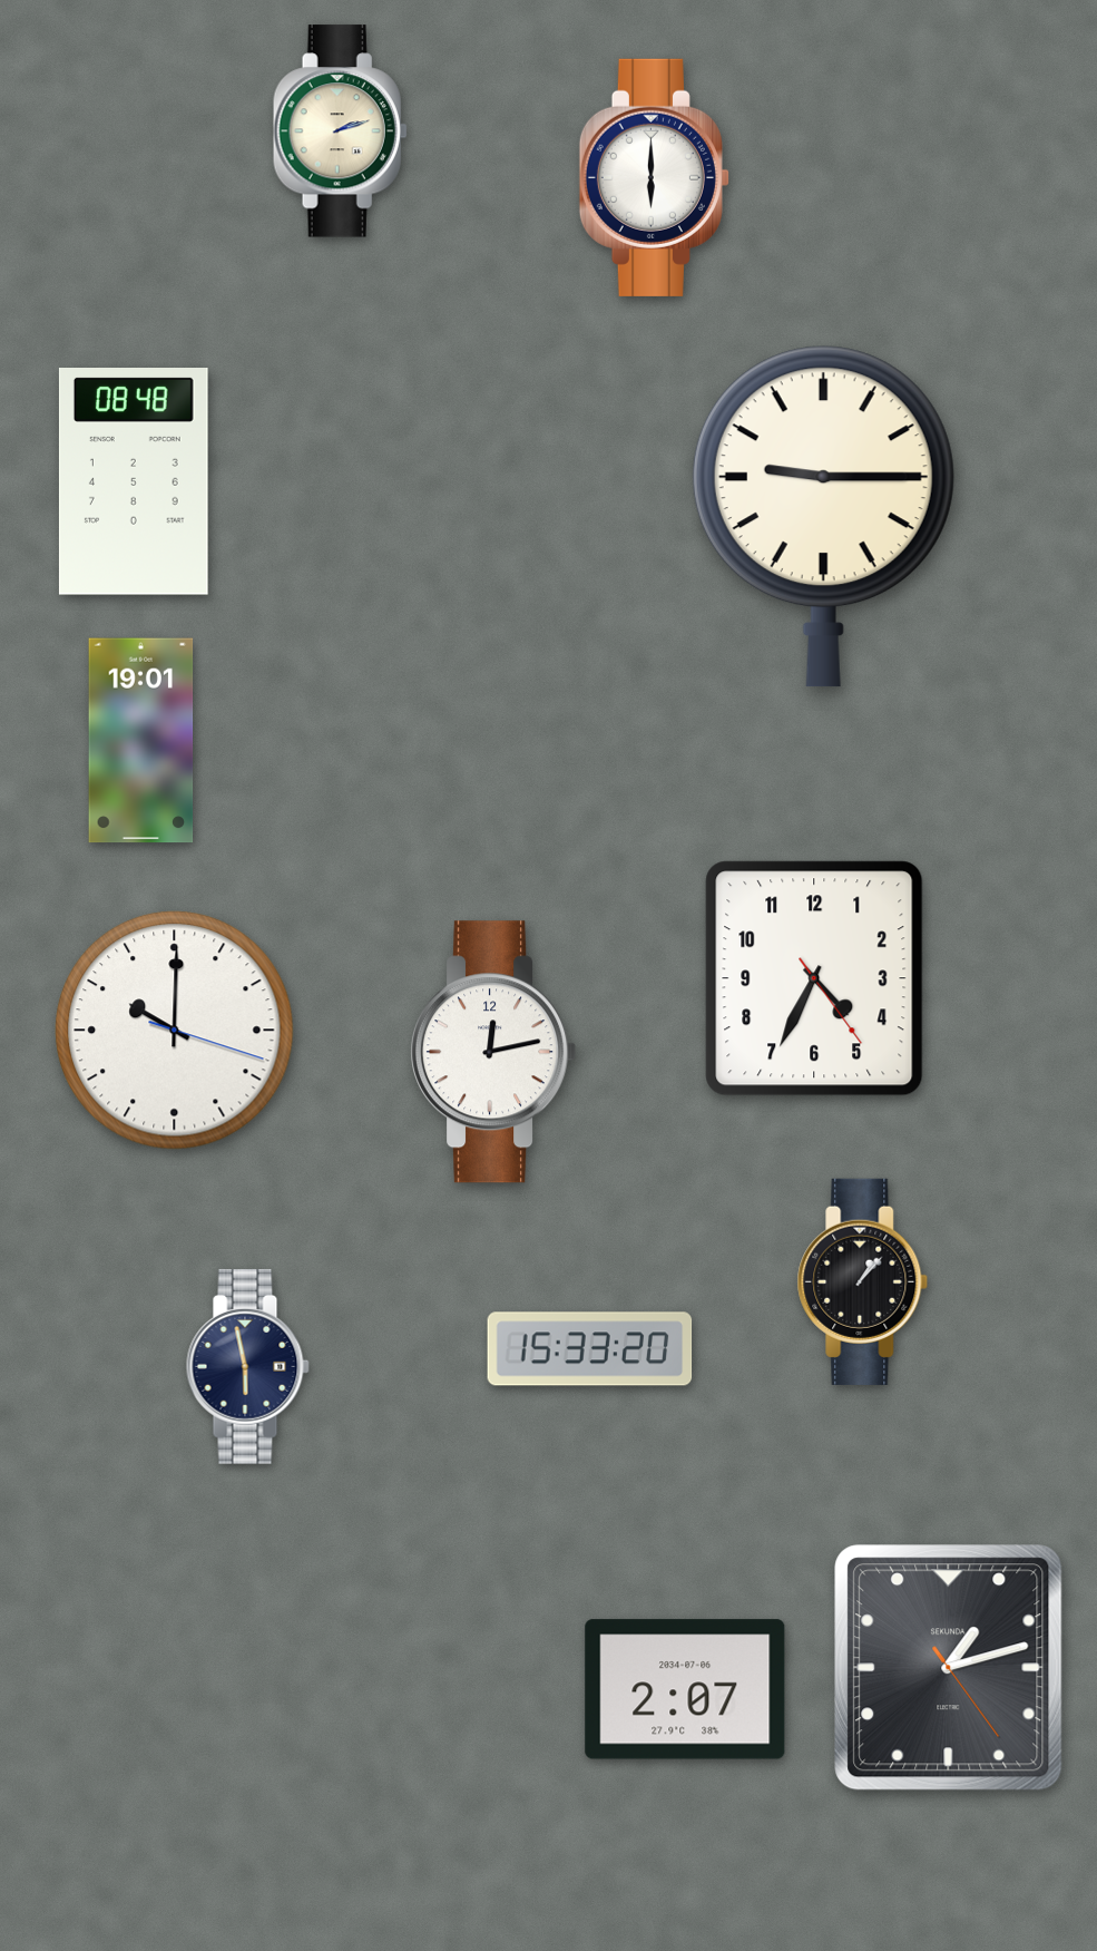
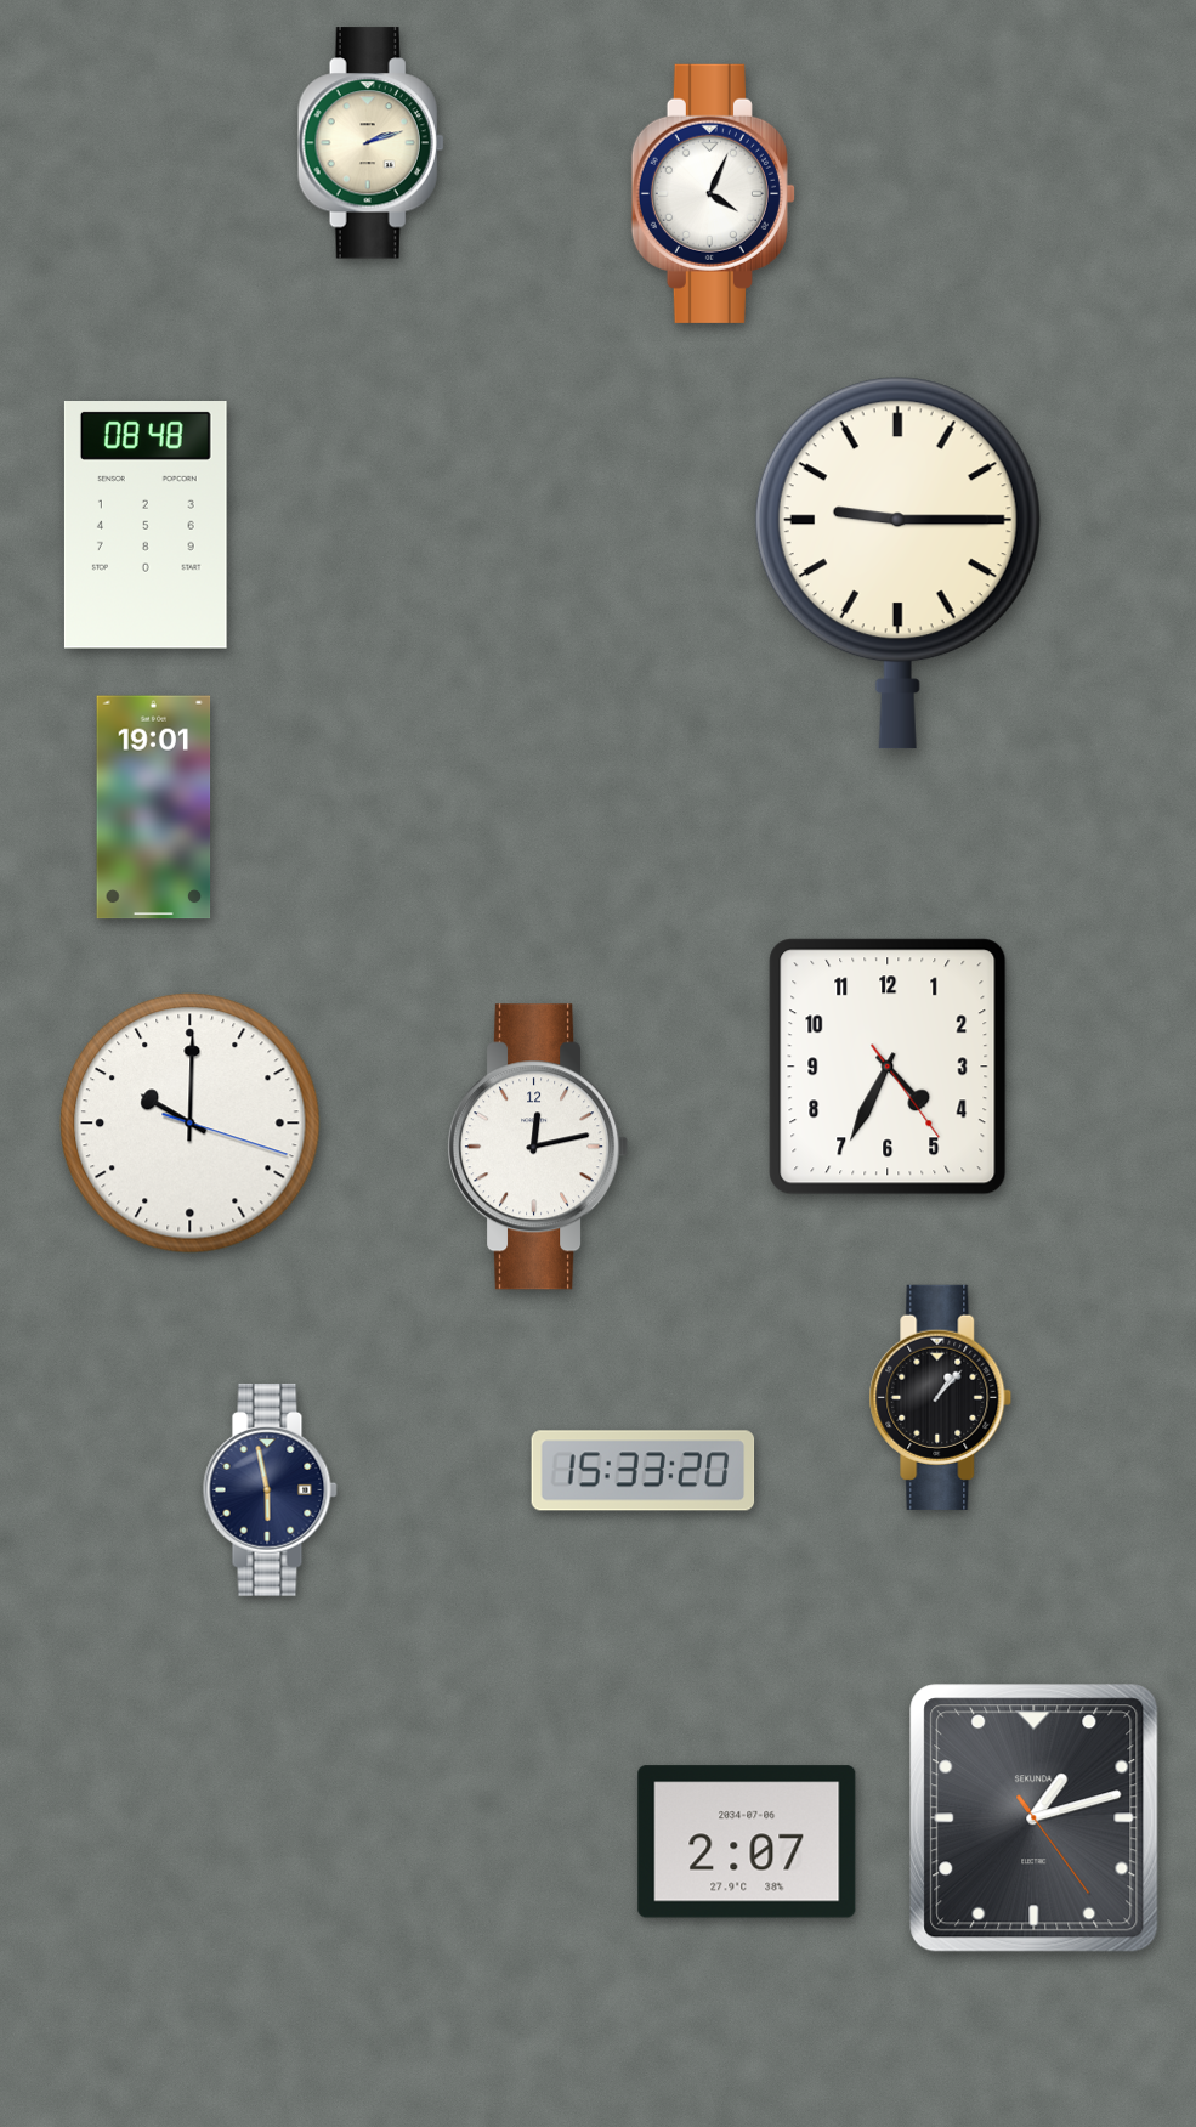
clock at (654, 177): 6:00 -> 4:04
